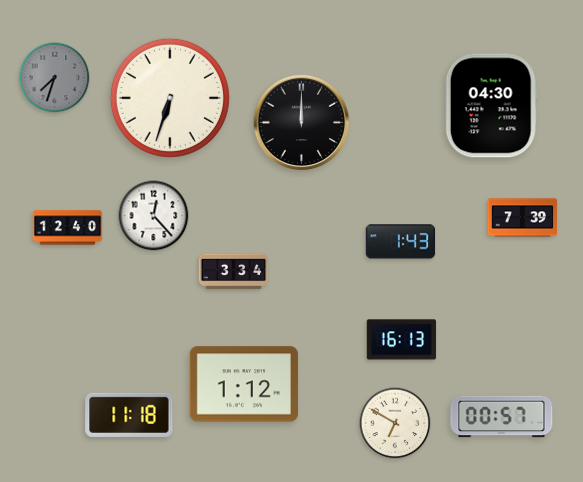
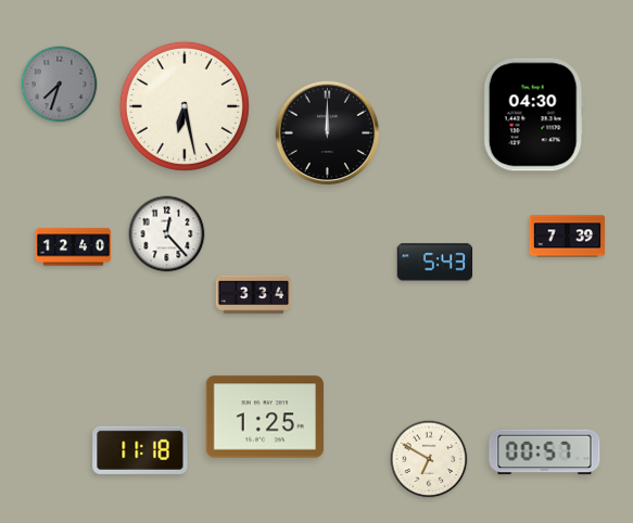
clock at (170, 98): 6:33 -> 6:28
clock at (401, 242): 1:43 -> 5:43
clock at (402, 340): 16:13 -> none
clock at (244, 384): 1:12 -> 1:25
